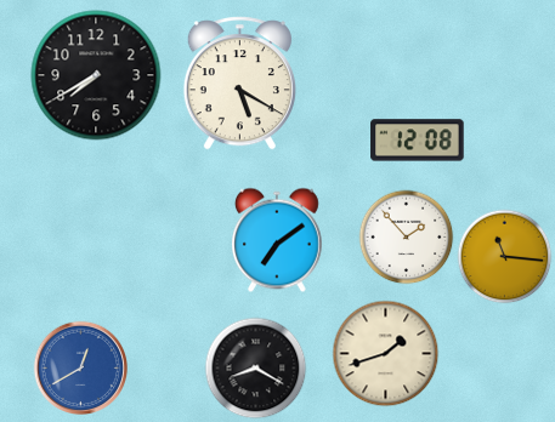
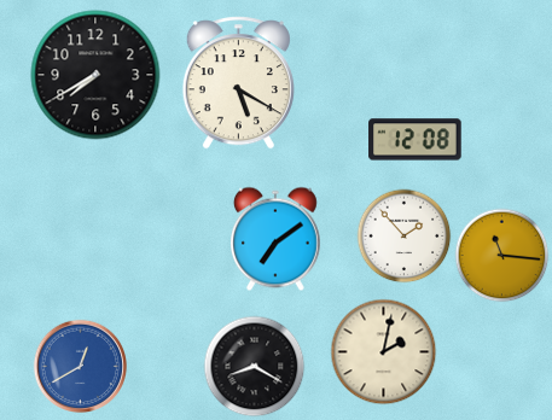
clock at (385, 353): 1:42 -> 2:02
